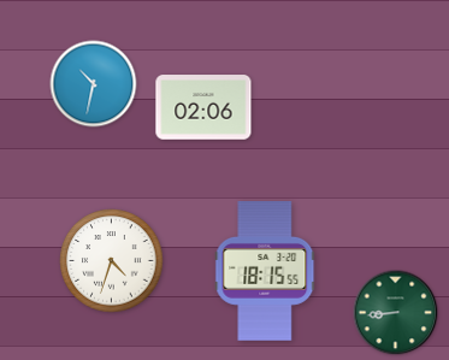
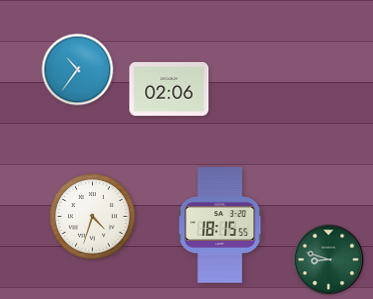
clock at (94, 84): 10:32 -> 10:36
clock at (396, 313): 8:44 -> 8:48
